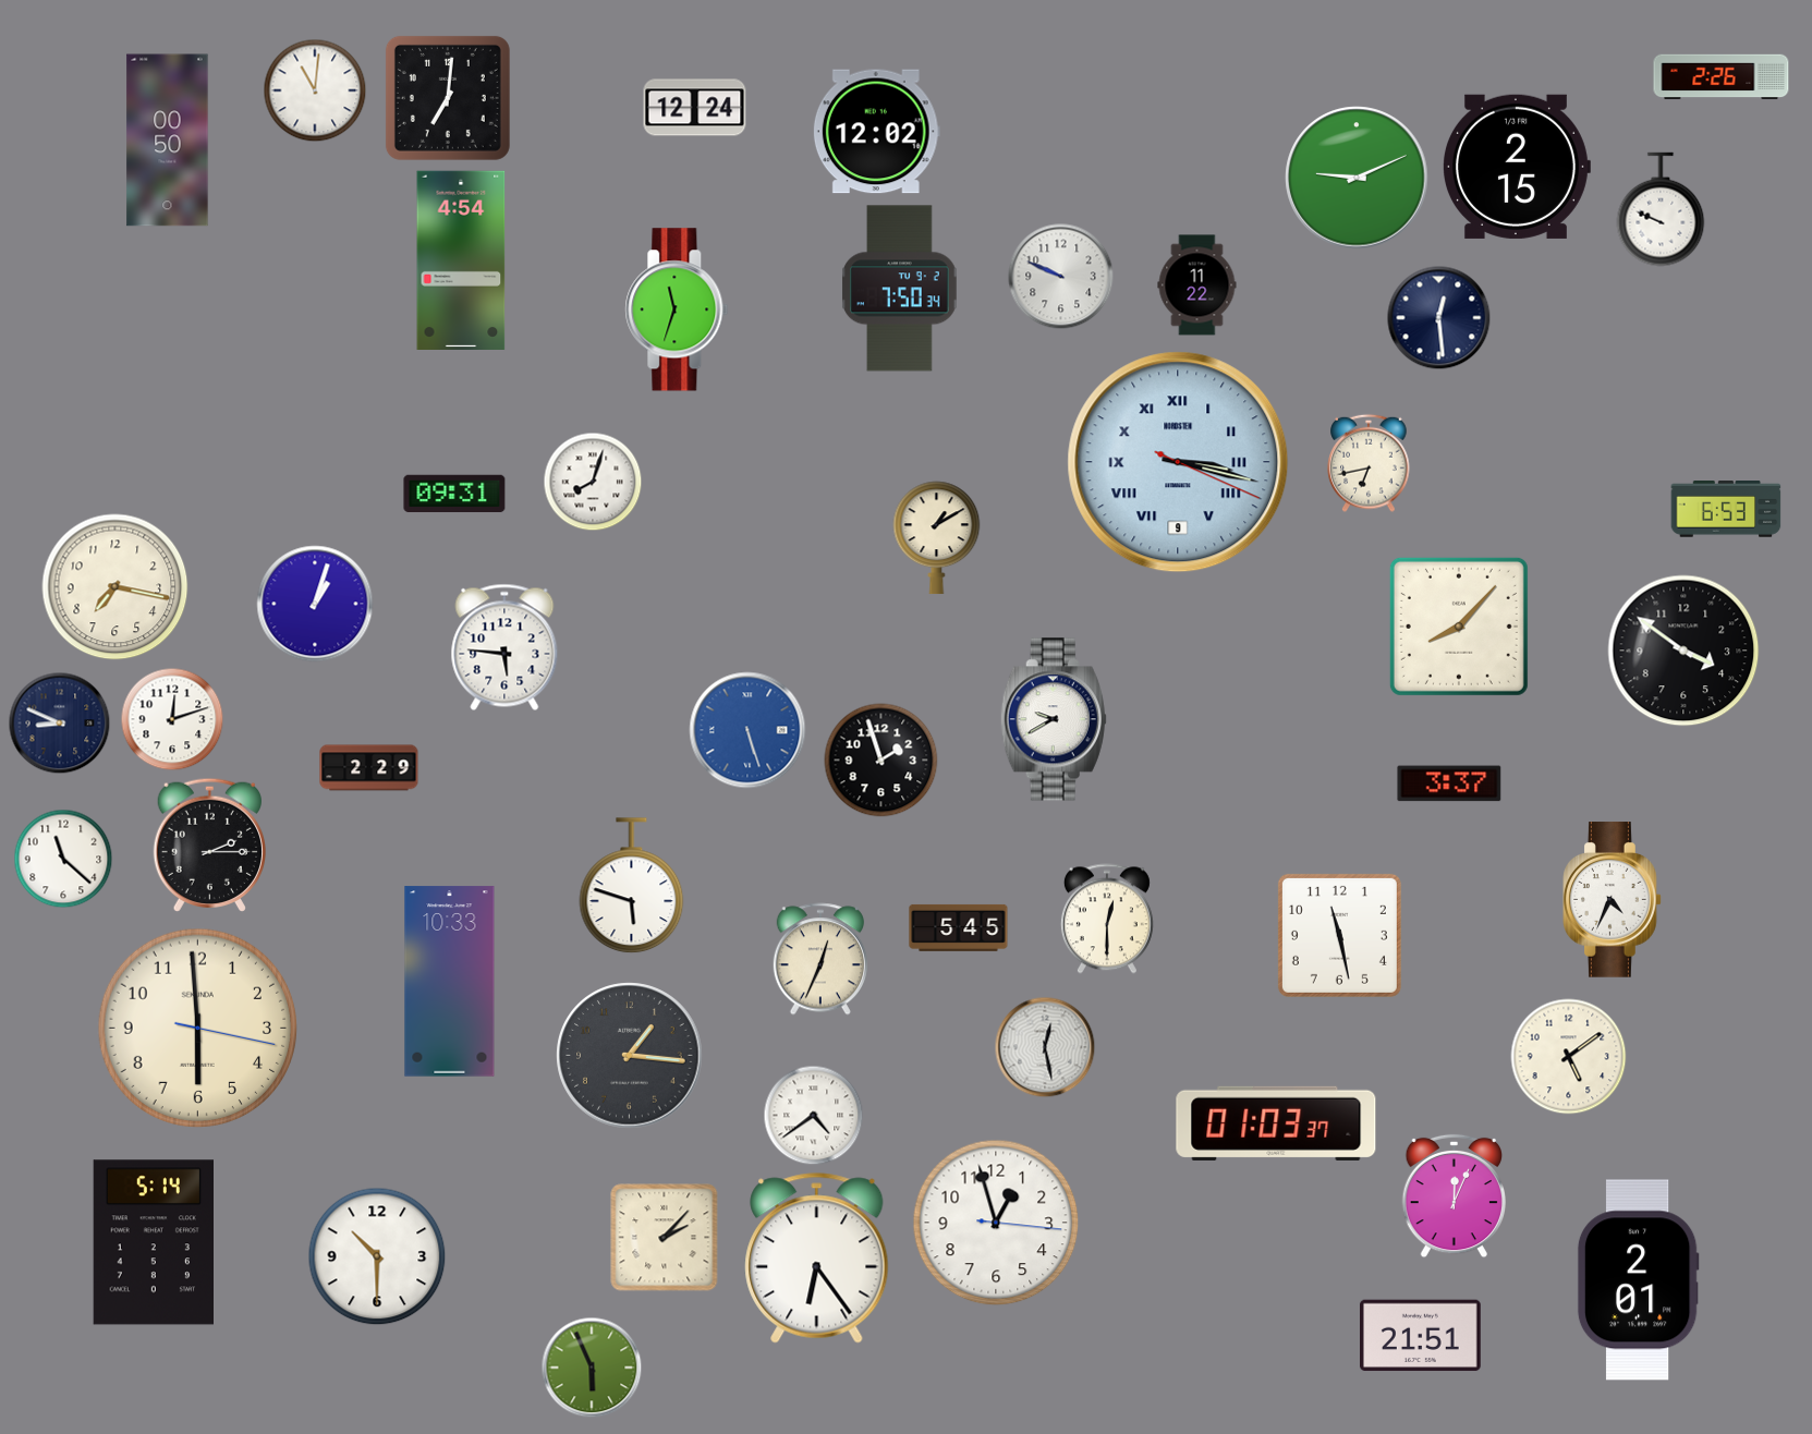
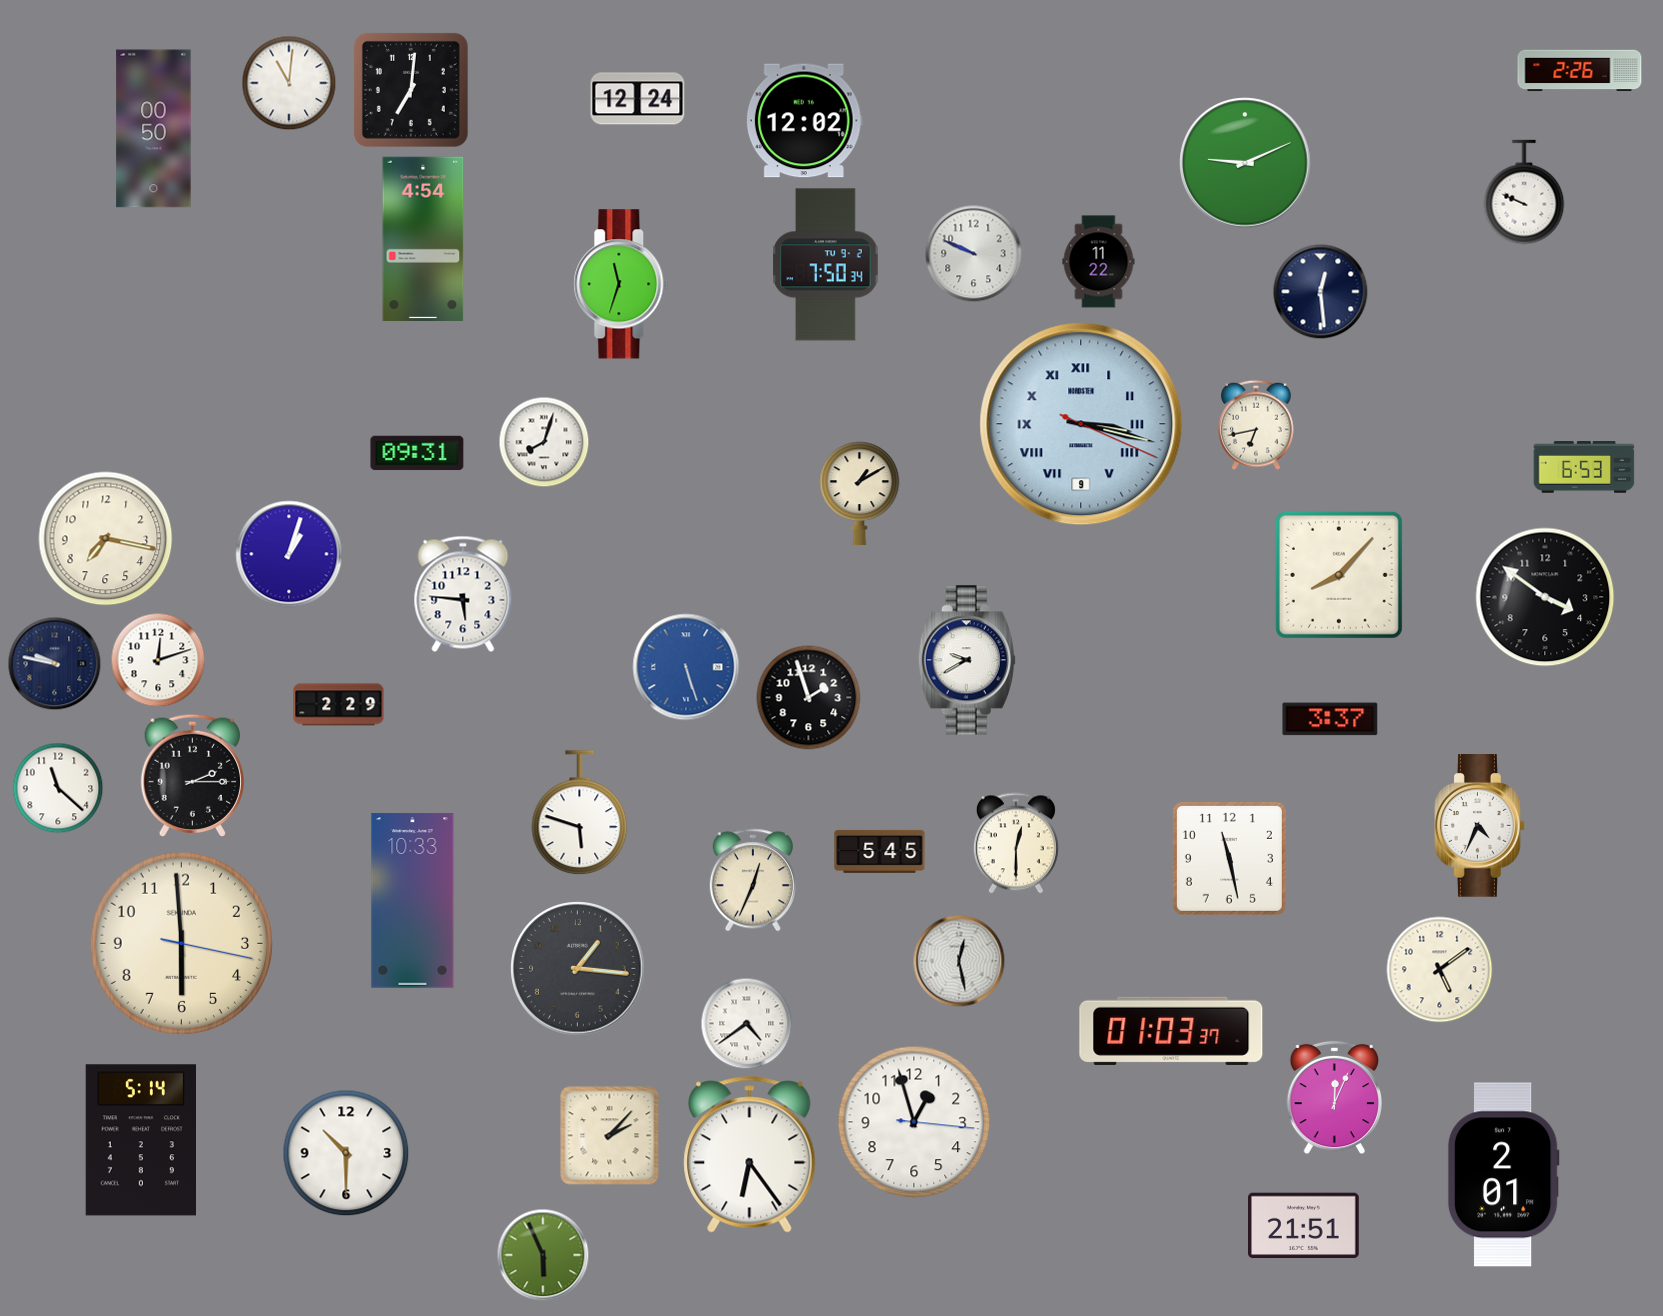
clock at (1517, 167): 2:15 -> none
clock at (60, 724): 8:49 -> 9:47
clock at (747, 730) position: (747, 730) -> (686, 667)
